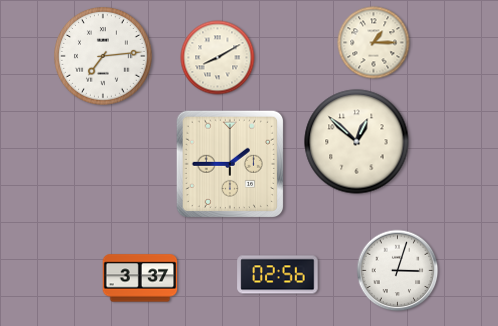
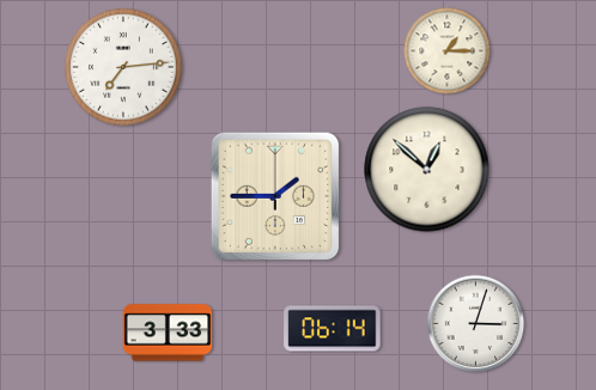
clock at (218, 58): 8:10 -> none
clock at (278, 275): 02:56 -> 06:14
clock at (140, 278): 3:37 -> 3:33
